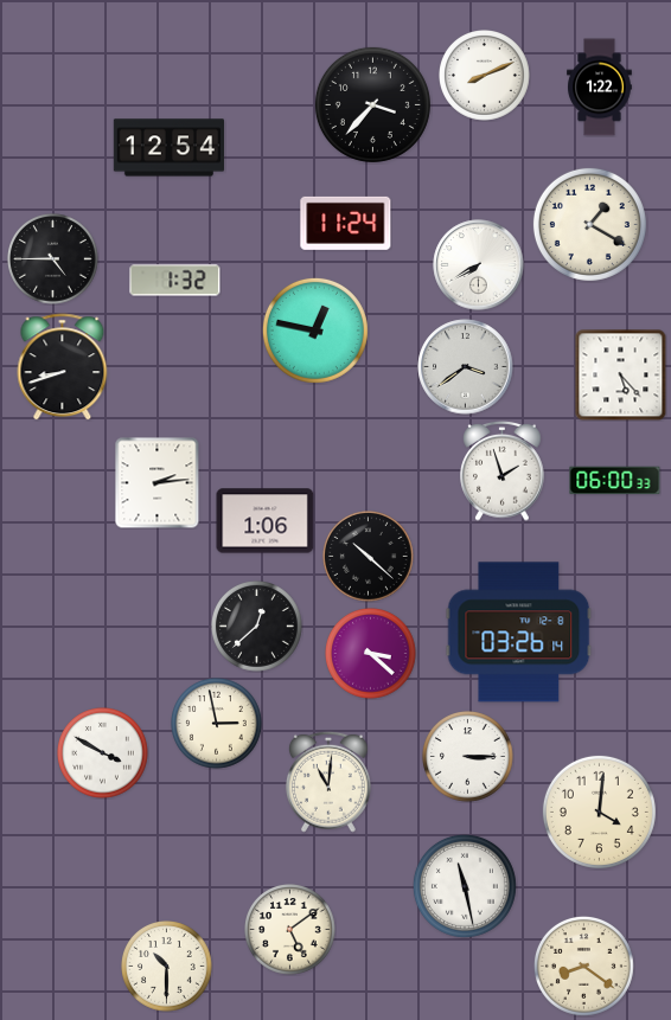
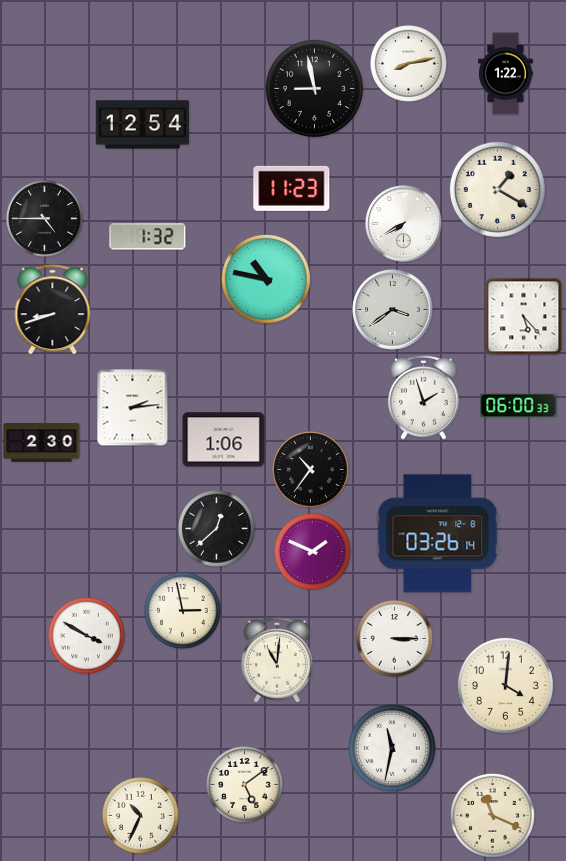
clock at (485, 76): 8:11 -> 8:13
clock at (372, 104): 3:37 -> 8:58
clock at (346, 223): 11:24 -> 11:23
clock at (315, 331): 12:47 -> 10:47
clock at (42, 443): none -> 2:30
clock at (369, 557): 10:22 -> 10:36
clock at (371, 654): 3:22 -> 1:49
clock at (465, 886): 11:28 -> 11:32
clock at (583, 966): 8:21 -> 11:19
clock at (167, 967): 10:30 -> 10:34
